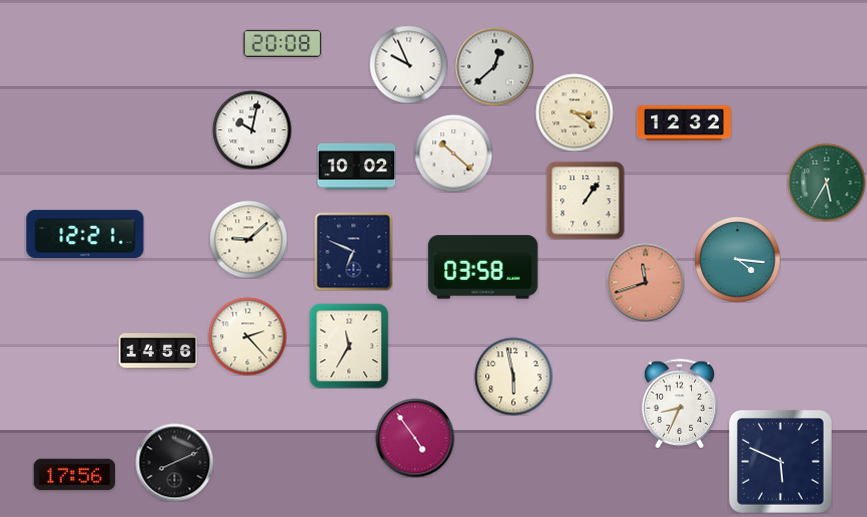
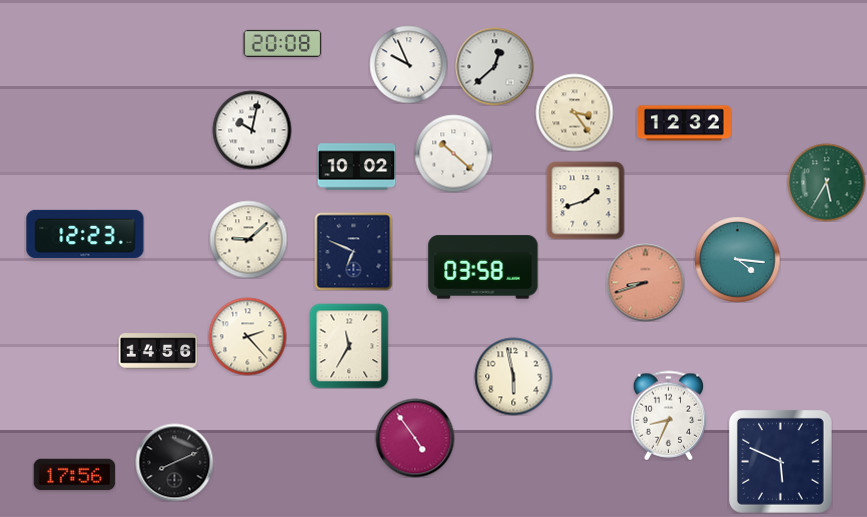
clock at (574, 112): 3:21 -> 3:24
clock at (585, 200): 1:06 -> 1:42
clock at (85, 234): 12:21 -> 12:23
clock at (645, 282): 11:42 -> 8:42
clock at (680, 403) position: (680, 403) -> (669, 415)
